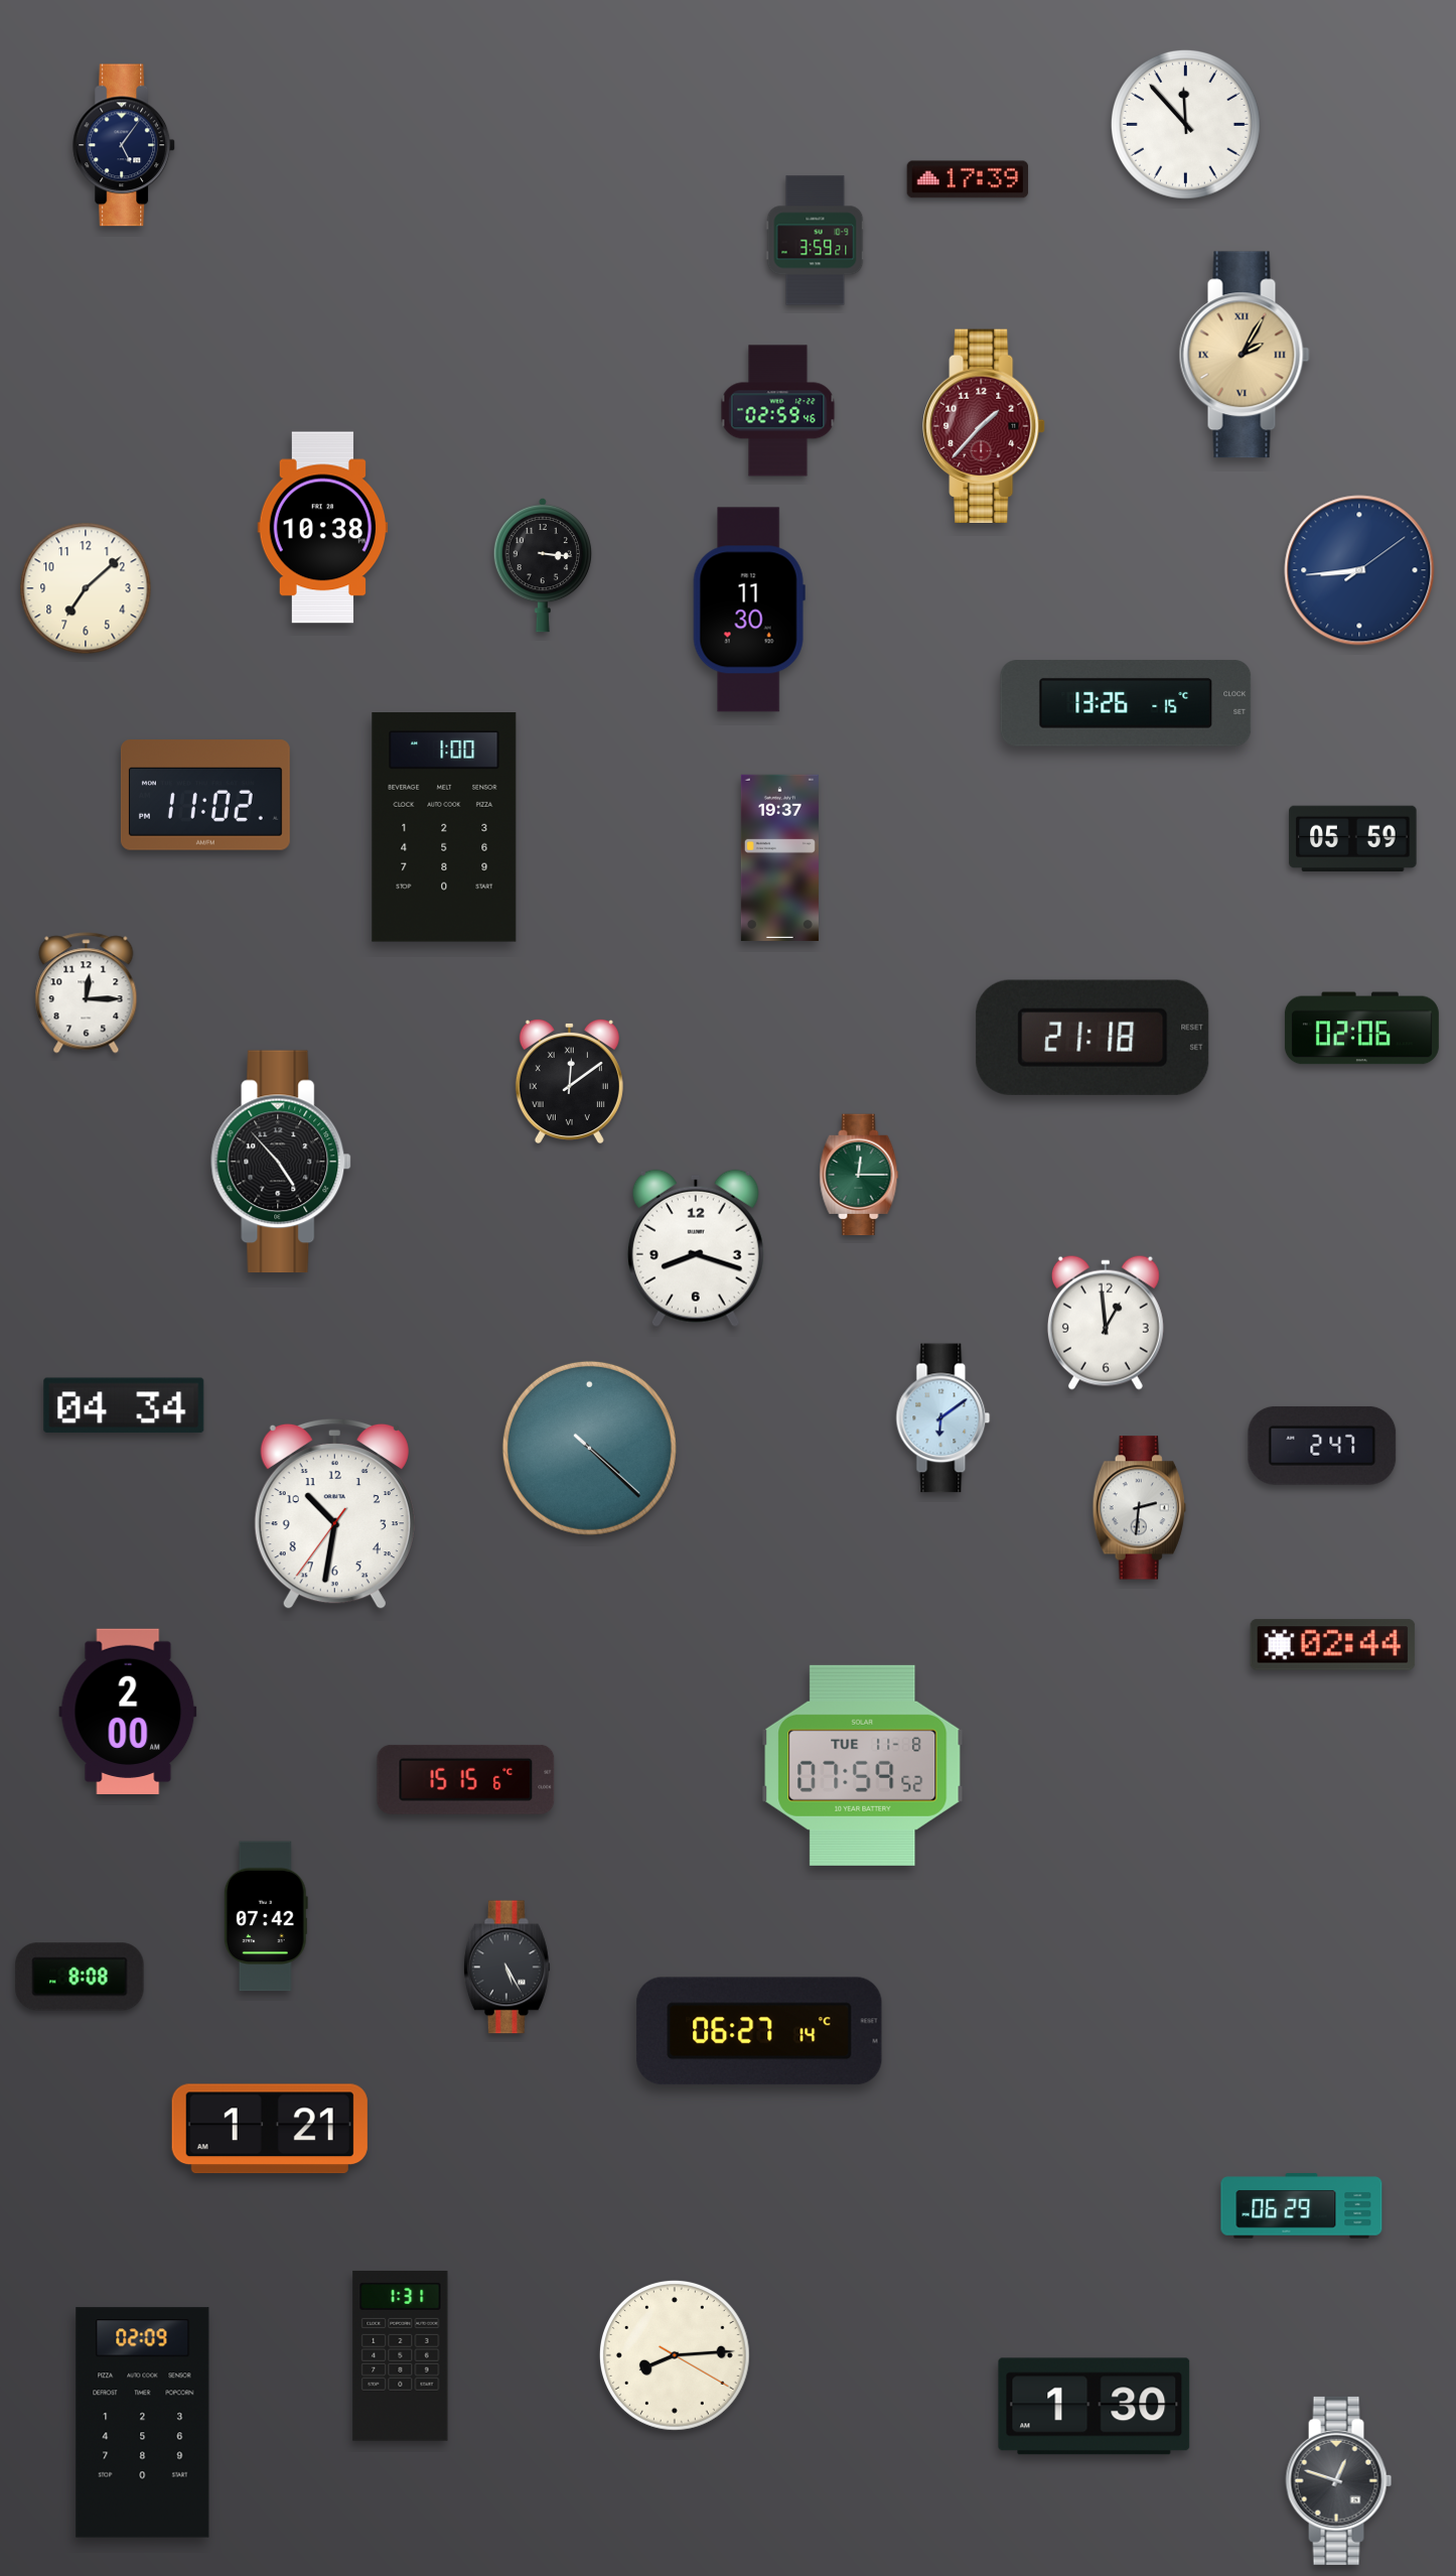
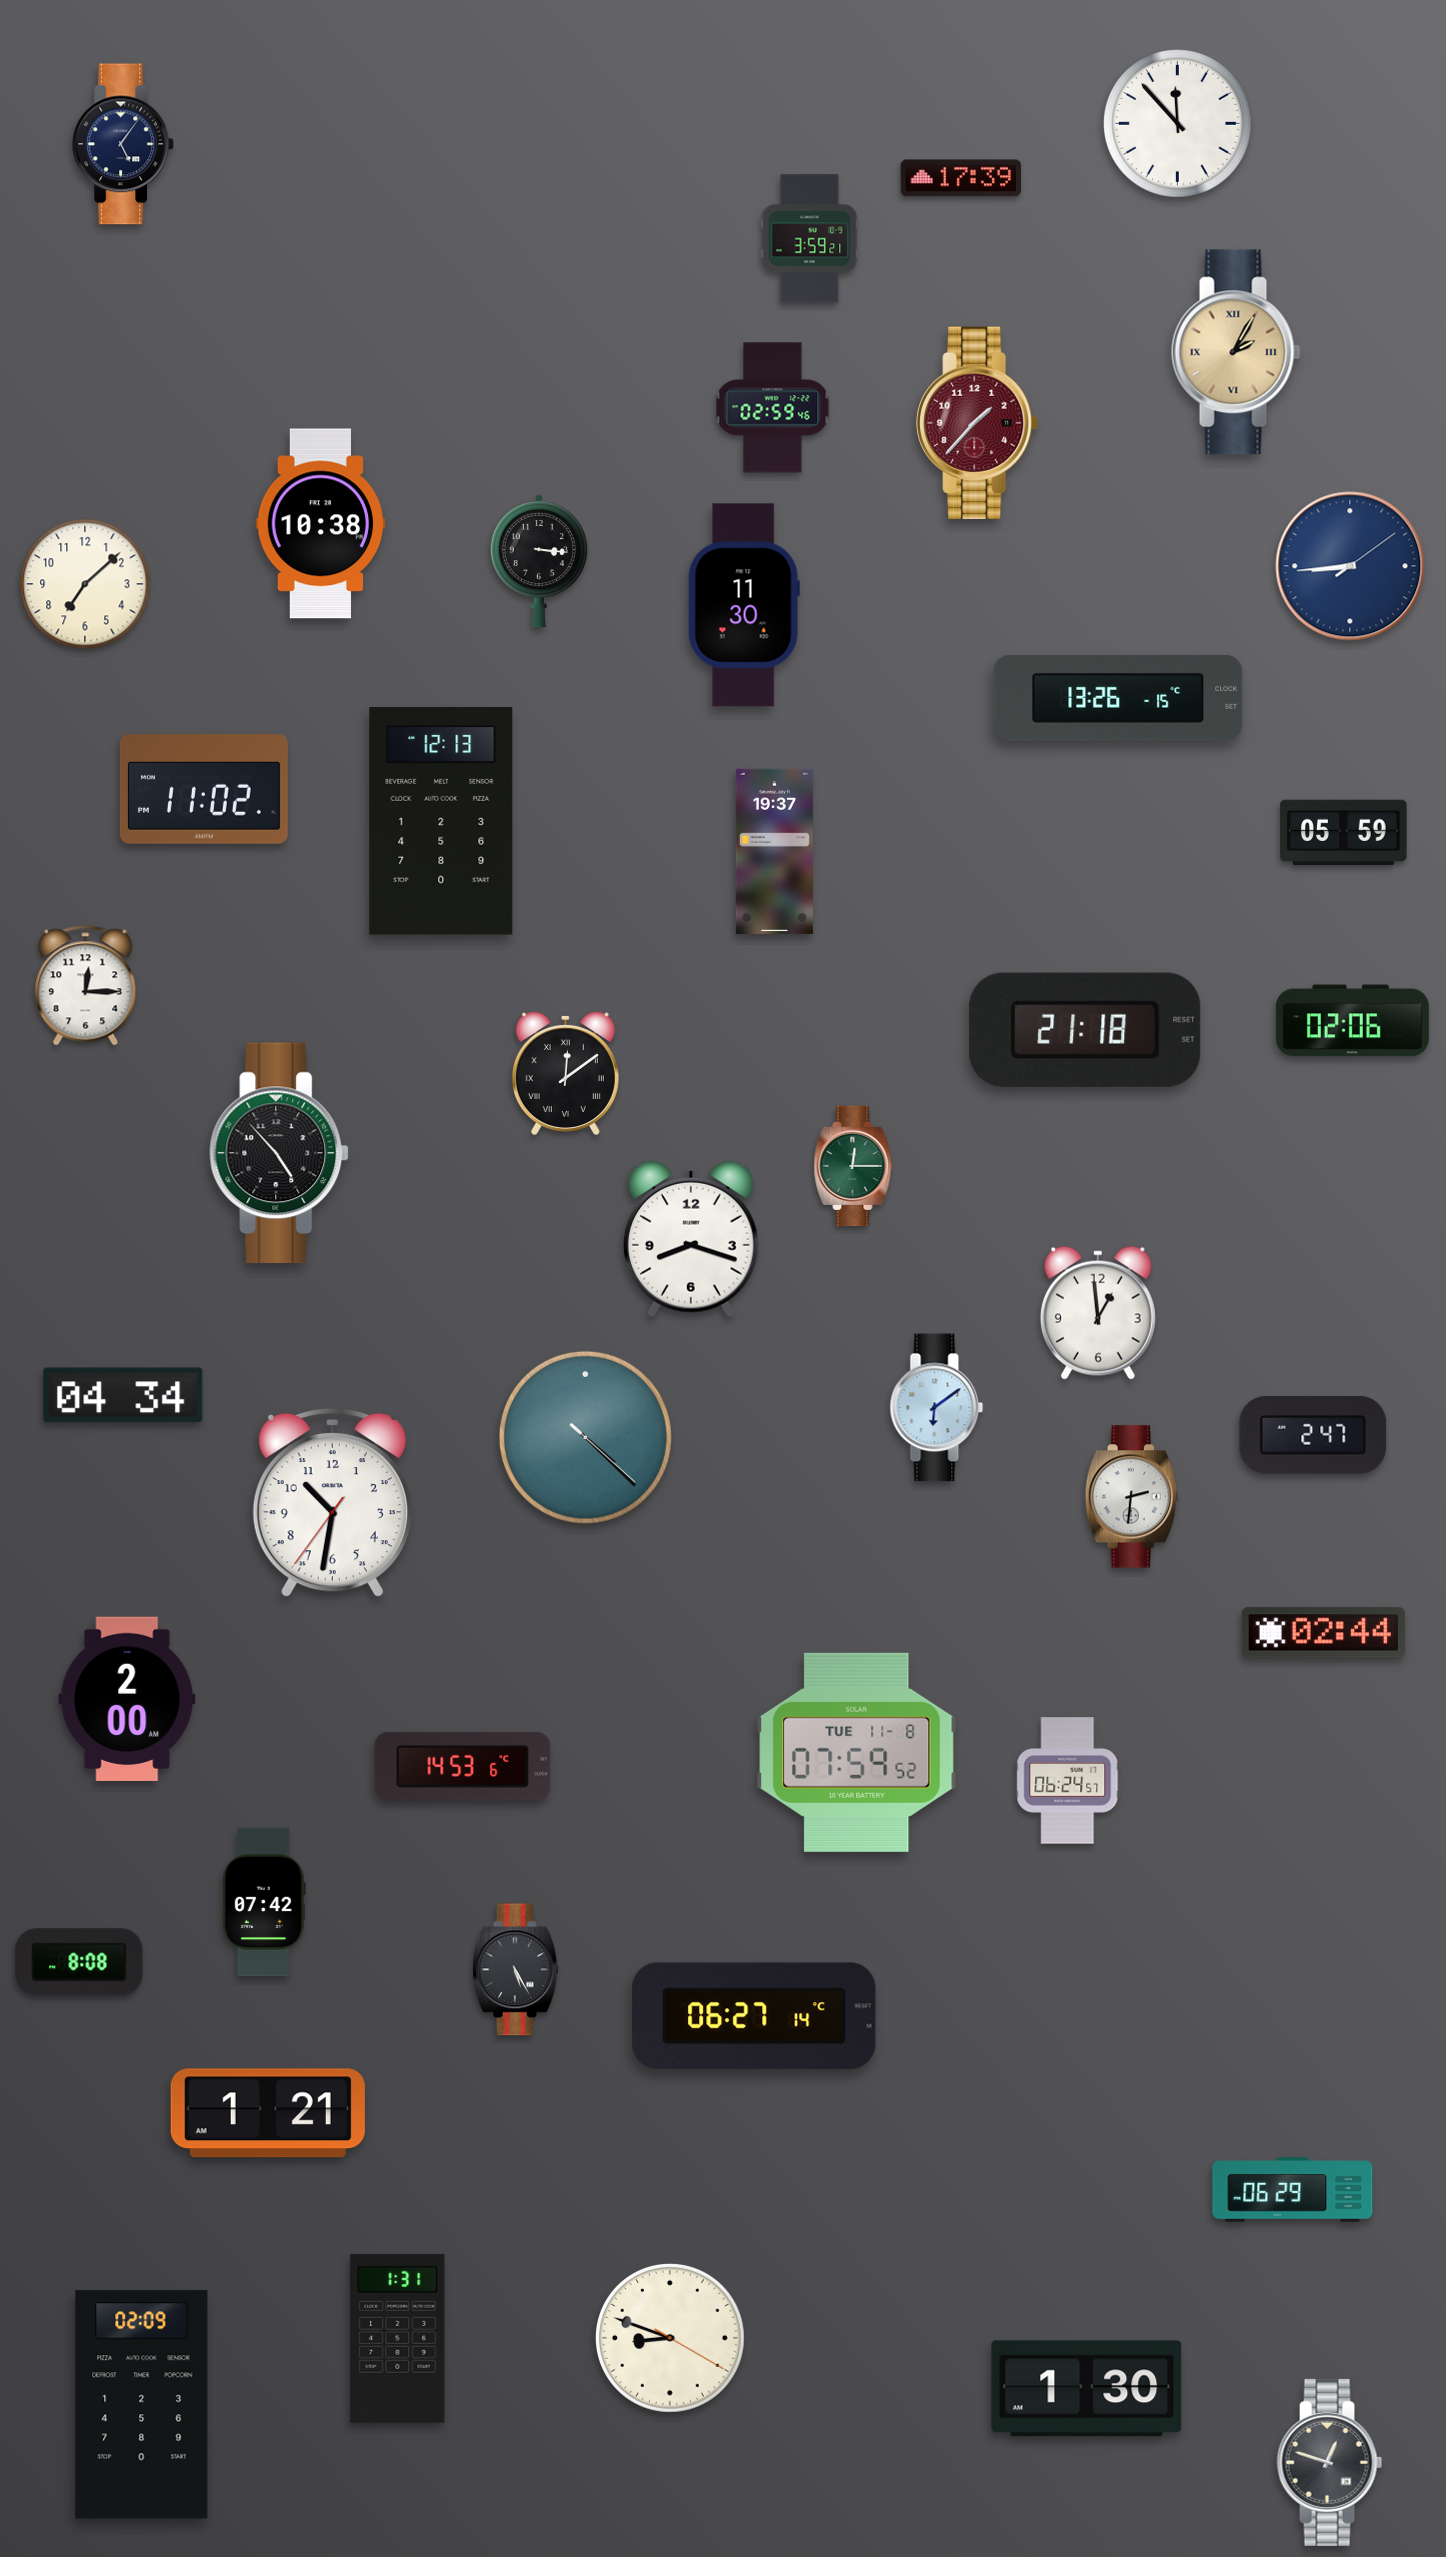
clock at (444, 827): 1:00 -> 12:13
clock at (466, 1779): 15:15 -> 14:53
clock at (1068, 1781): none -> 06:24
clock at (506, 1968) position: (506, 1968) -> (515, 1970)
clock at (675, 2355): 8:14 -> 8:48
